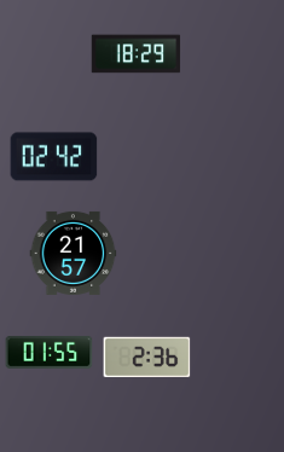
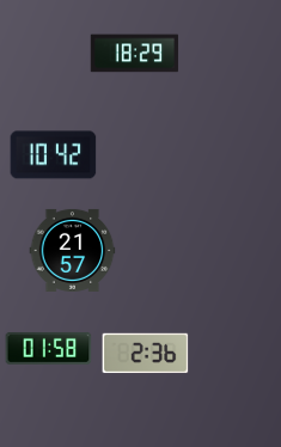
clock at (54, 157): 02:42 -> 10:42
clock at (50, 352): 01:55 -> 01:58
